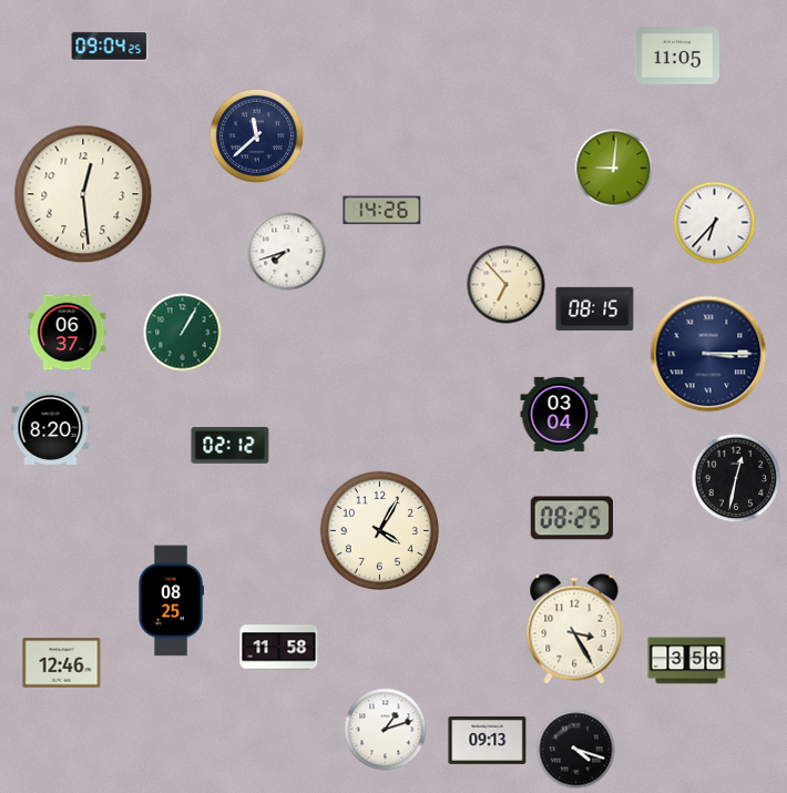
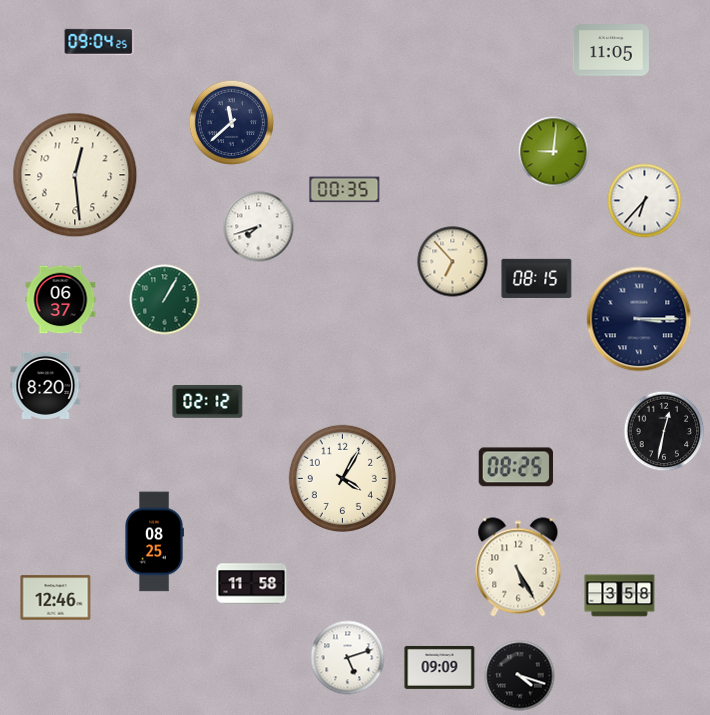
clock at (382, 211): 14:26 -> 00:35
clock at (507, 285) position: (507, 285) -> (453, 262)
clock at (560, 414): 03:04 -> none
clock at (574, 629): 3:25 -> 5:25
clock at (386, 730): 1:12 -> 5:12
clock at (488, 740): 09:13 -> 09:09
